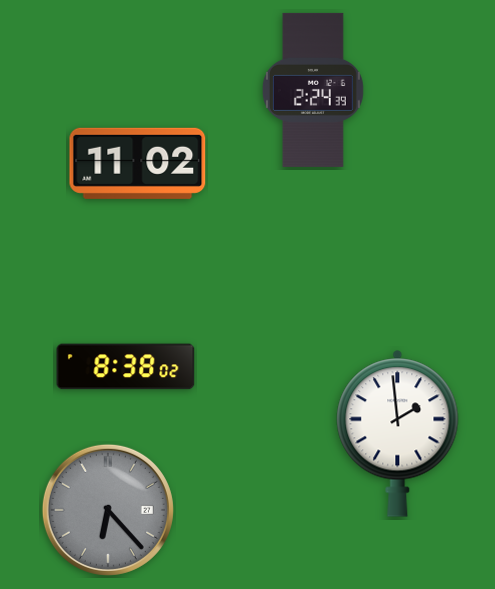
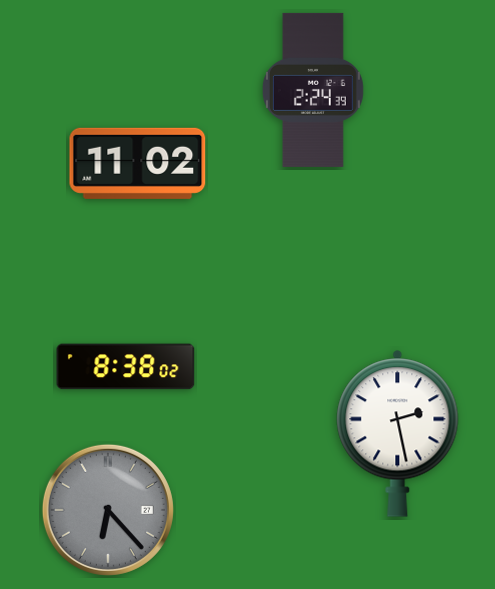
clock at (398, 433): 1:59 -> 2:28
